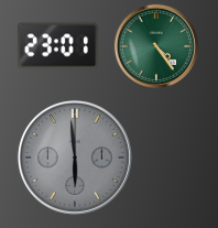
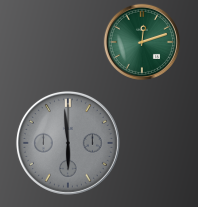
clock at (155, 45): 4:24 -> 12:12
clock at (57, 46): 23:01 -> none
